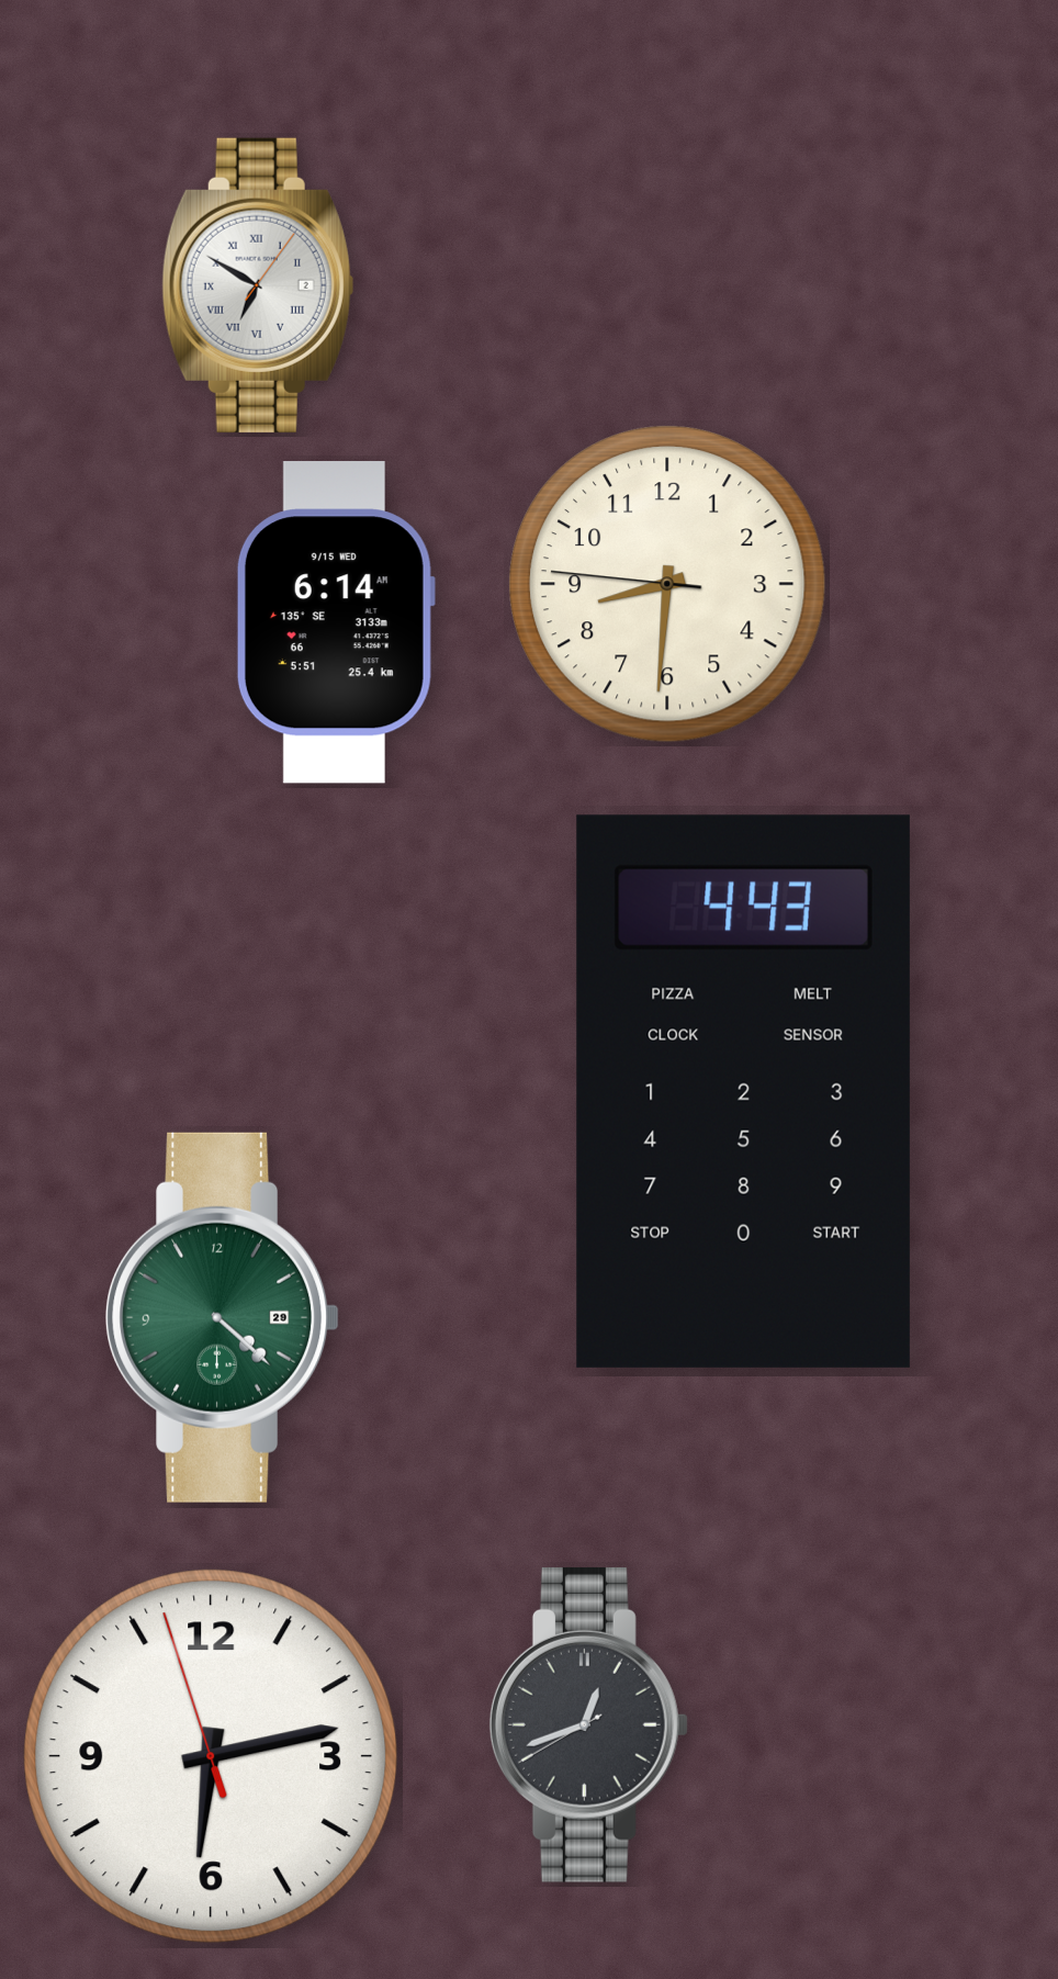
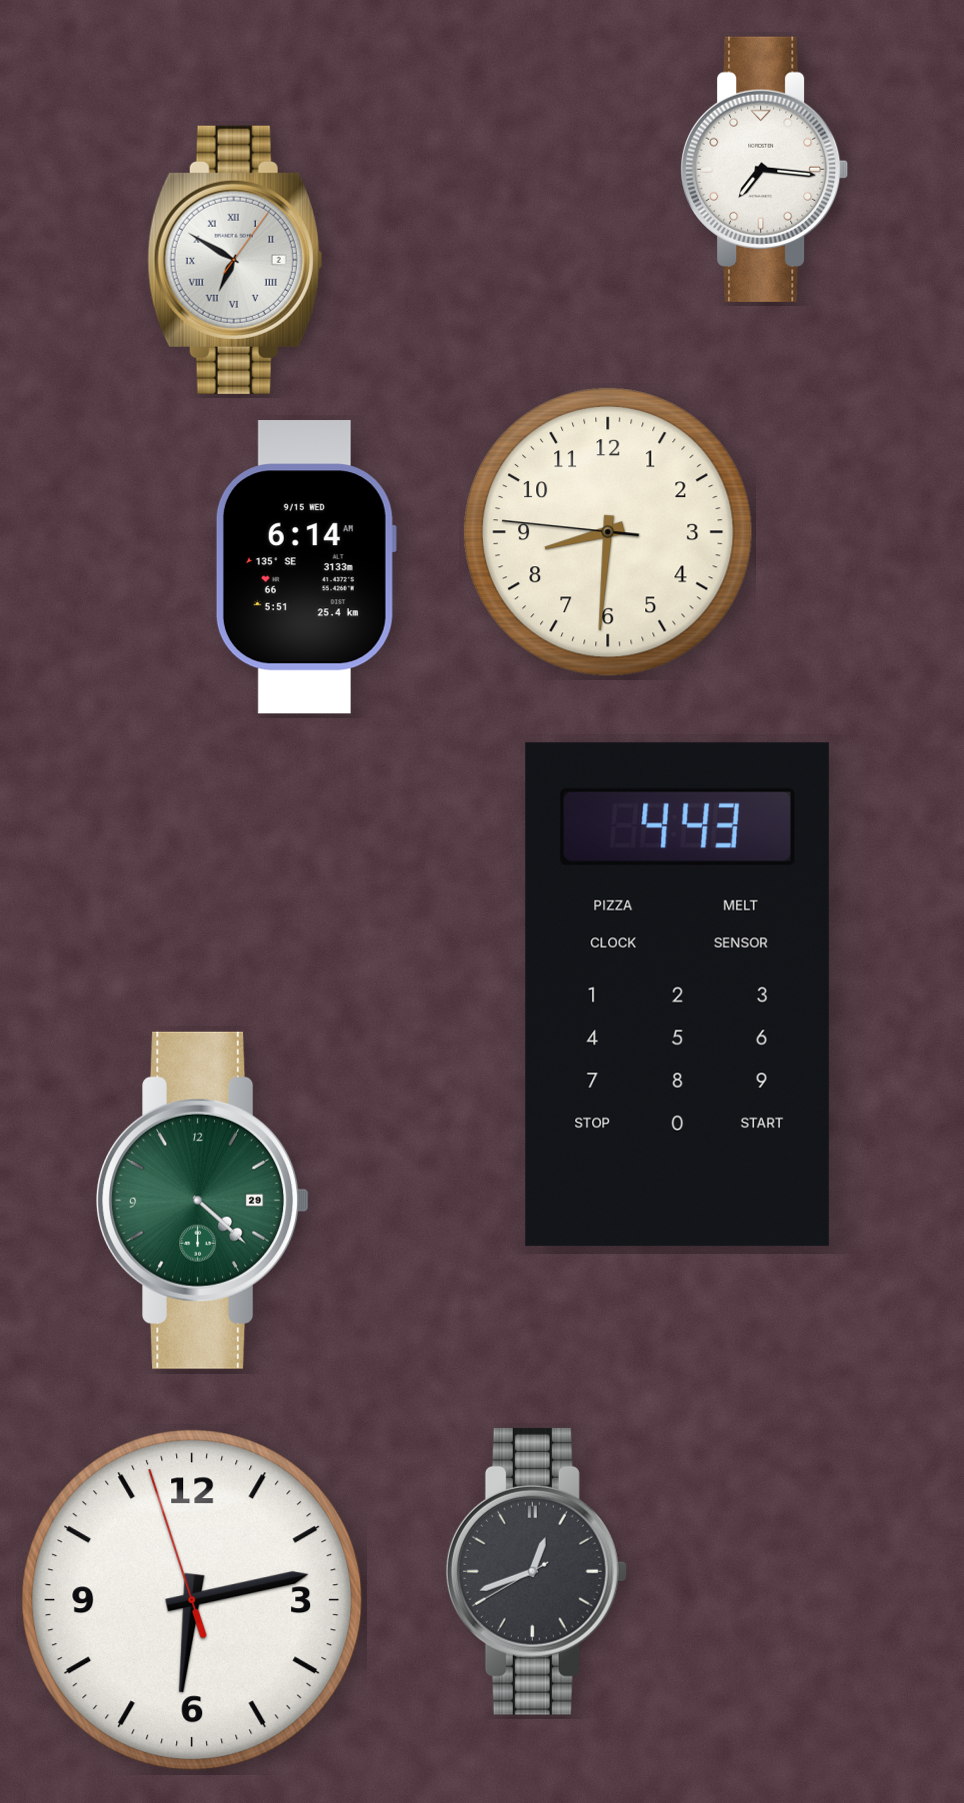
clock at (765, 169): none -> 7:16
